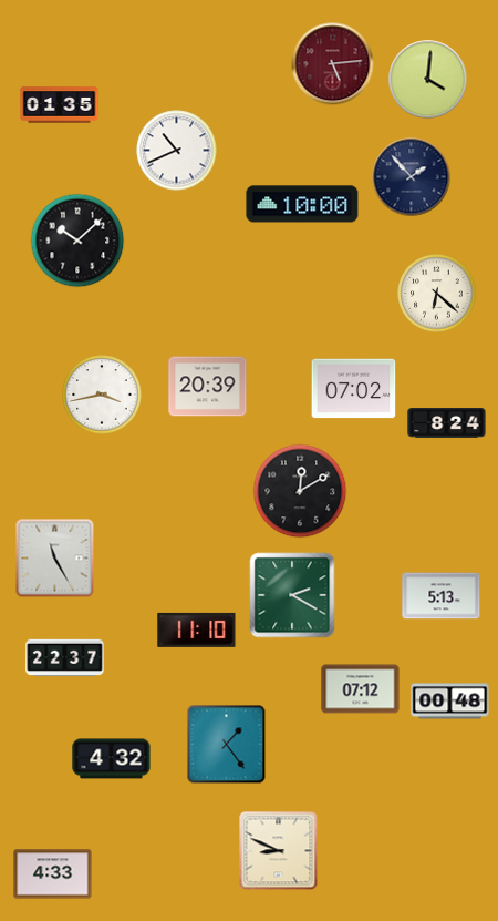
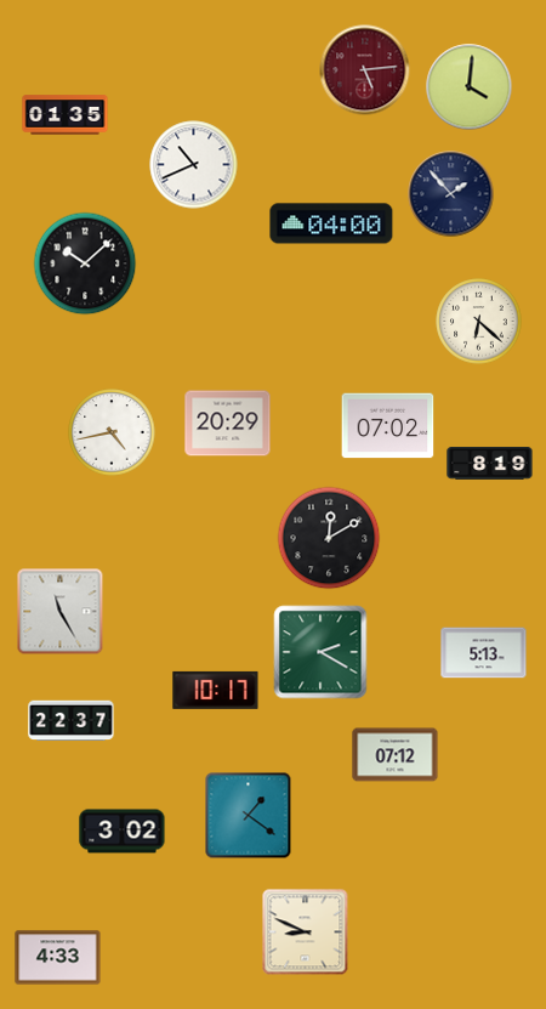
clock at (302, 204): 10:00 -> 04:00
clock at (208, 387): 20:39 -> 20:29
clock at (102, 395): 3:43 -> 4:43
clock at (447, 423): 8:24 -> 8:19
clock at (197, 630): 11:10 -> 10:17
clock at (450, 702): 00:48 -> none
clock at (227, 745): 1:24 -> 1:21
clock at (112, 759): 4:32 -> 3:02
